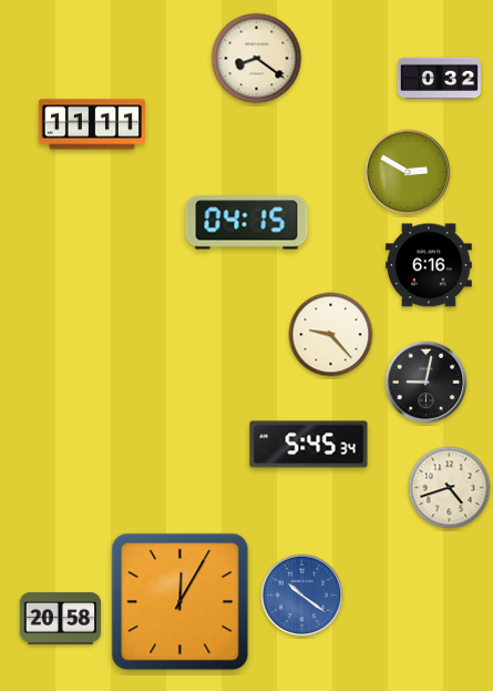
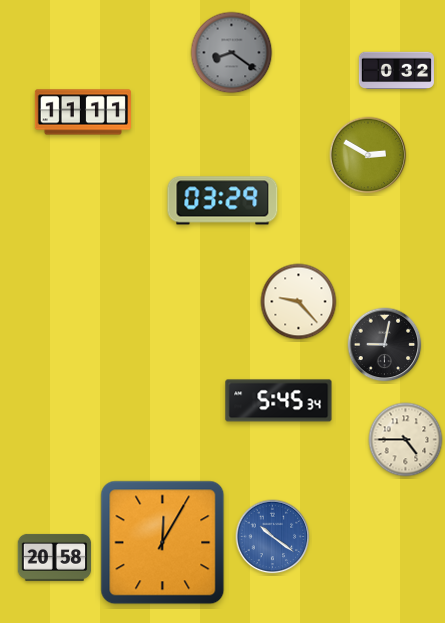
clock at (257, 59) dial: cream -> grey
clock at (247, 223): 04:15 -> 03:29
clock at (430, 265): 6:16 -> none
clock at (450, 488): 4:42 -> 4:45
